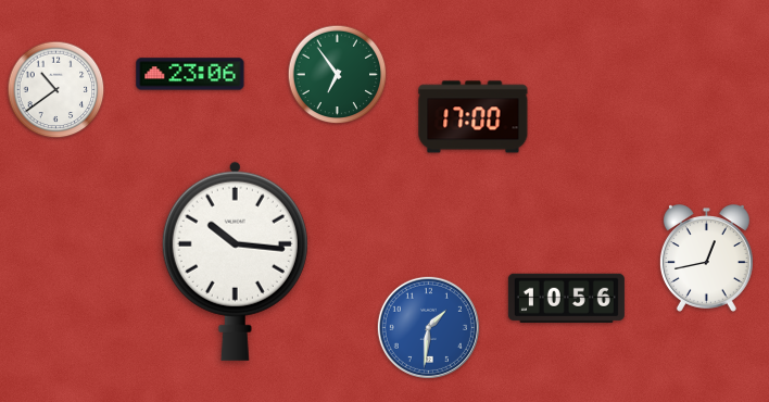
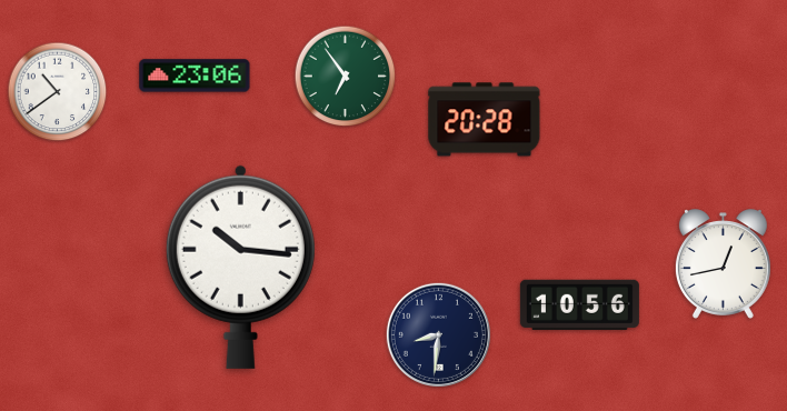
clock at (474, 117): 17:00 -> 20:28
clock at (428, 327): 1:31 -> 8:31
clock at (428, 327) dial: blue -> navy
